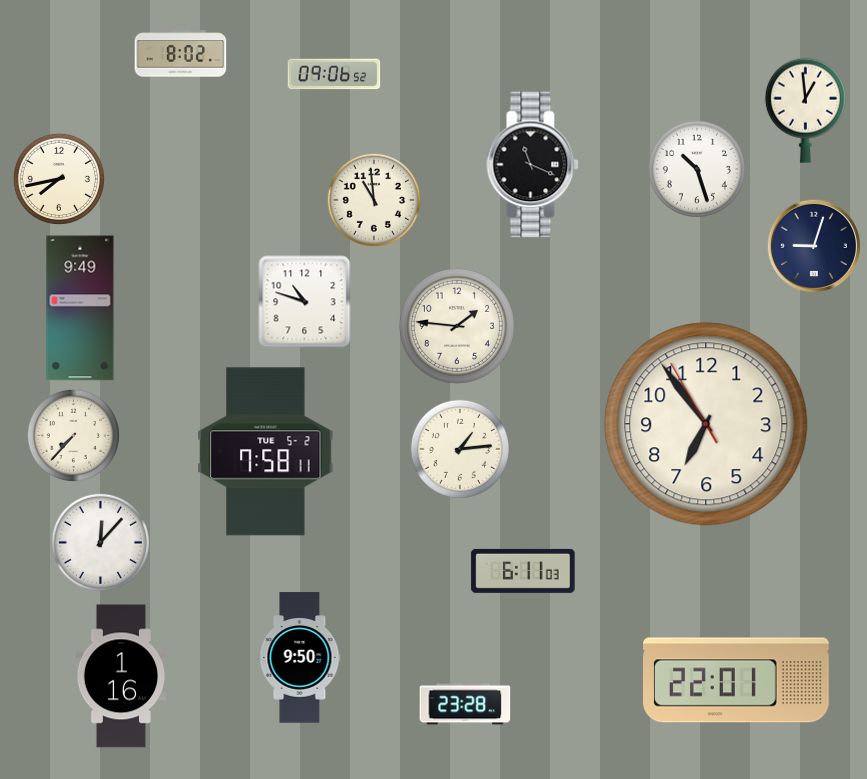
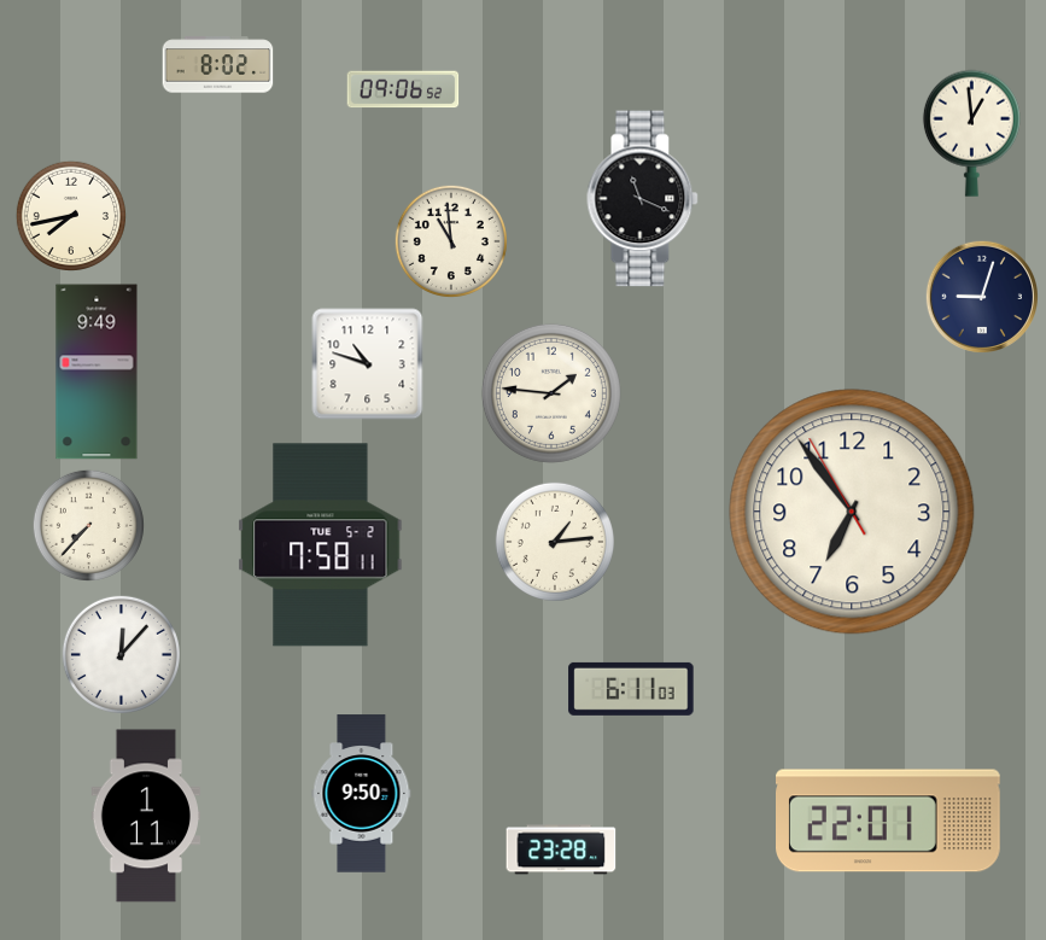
clock at (697, 169): 10:27 -> none
clock at (120, 676): 1:16 -> 1:11
